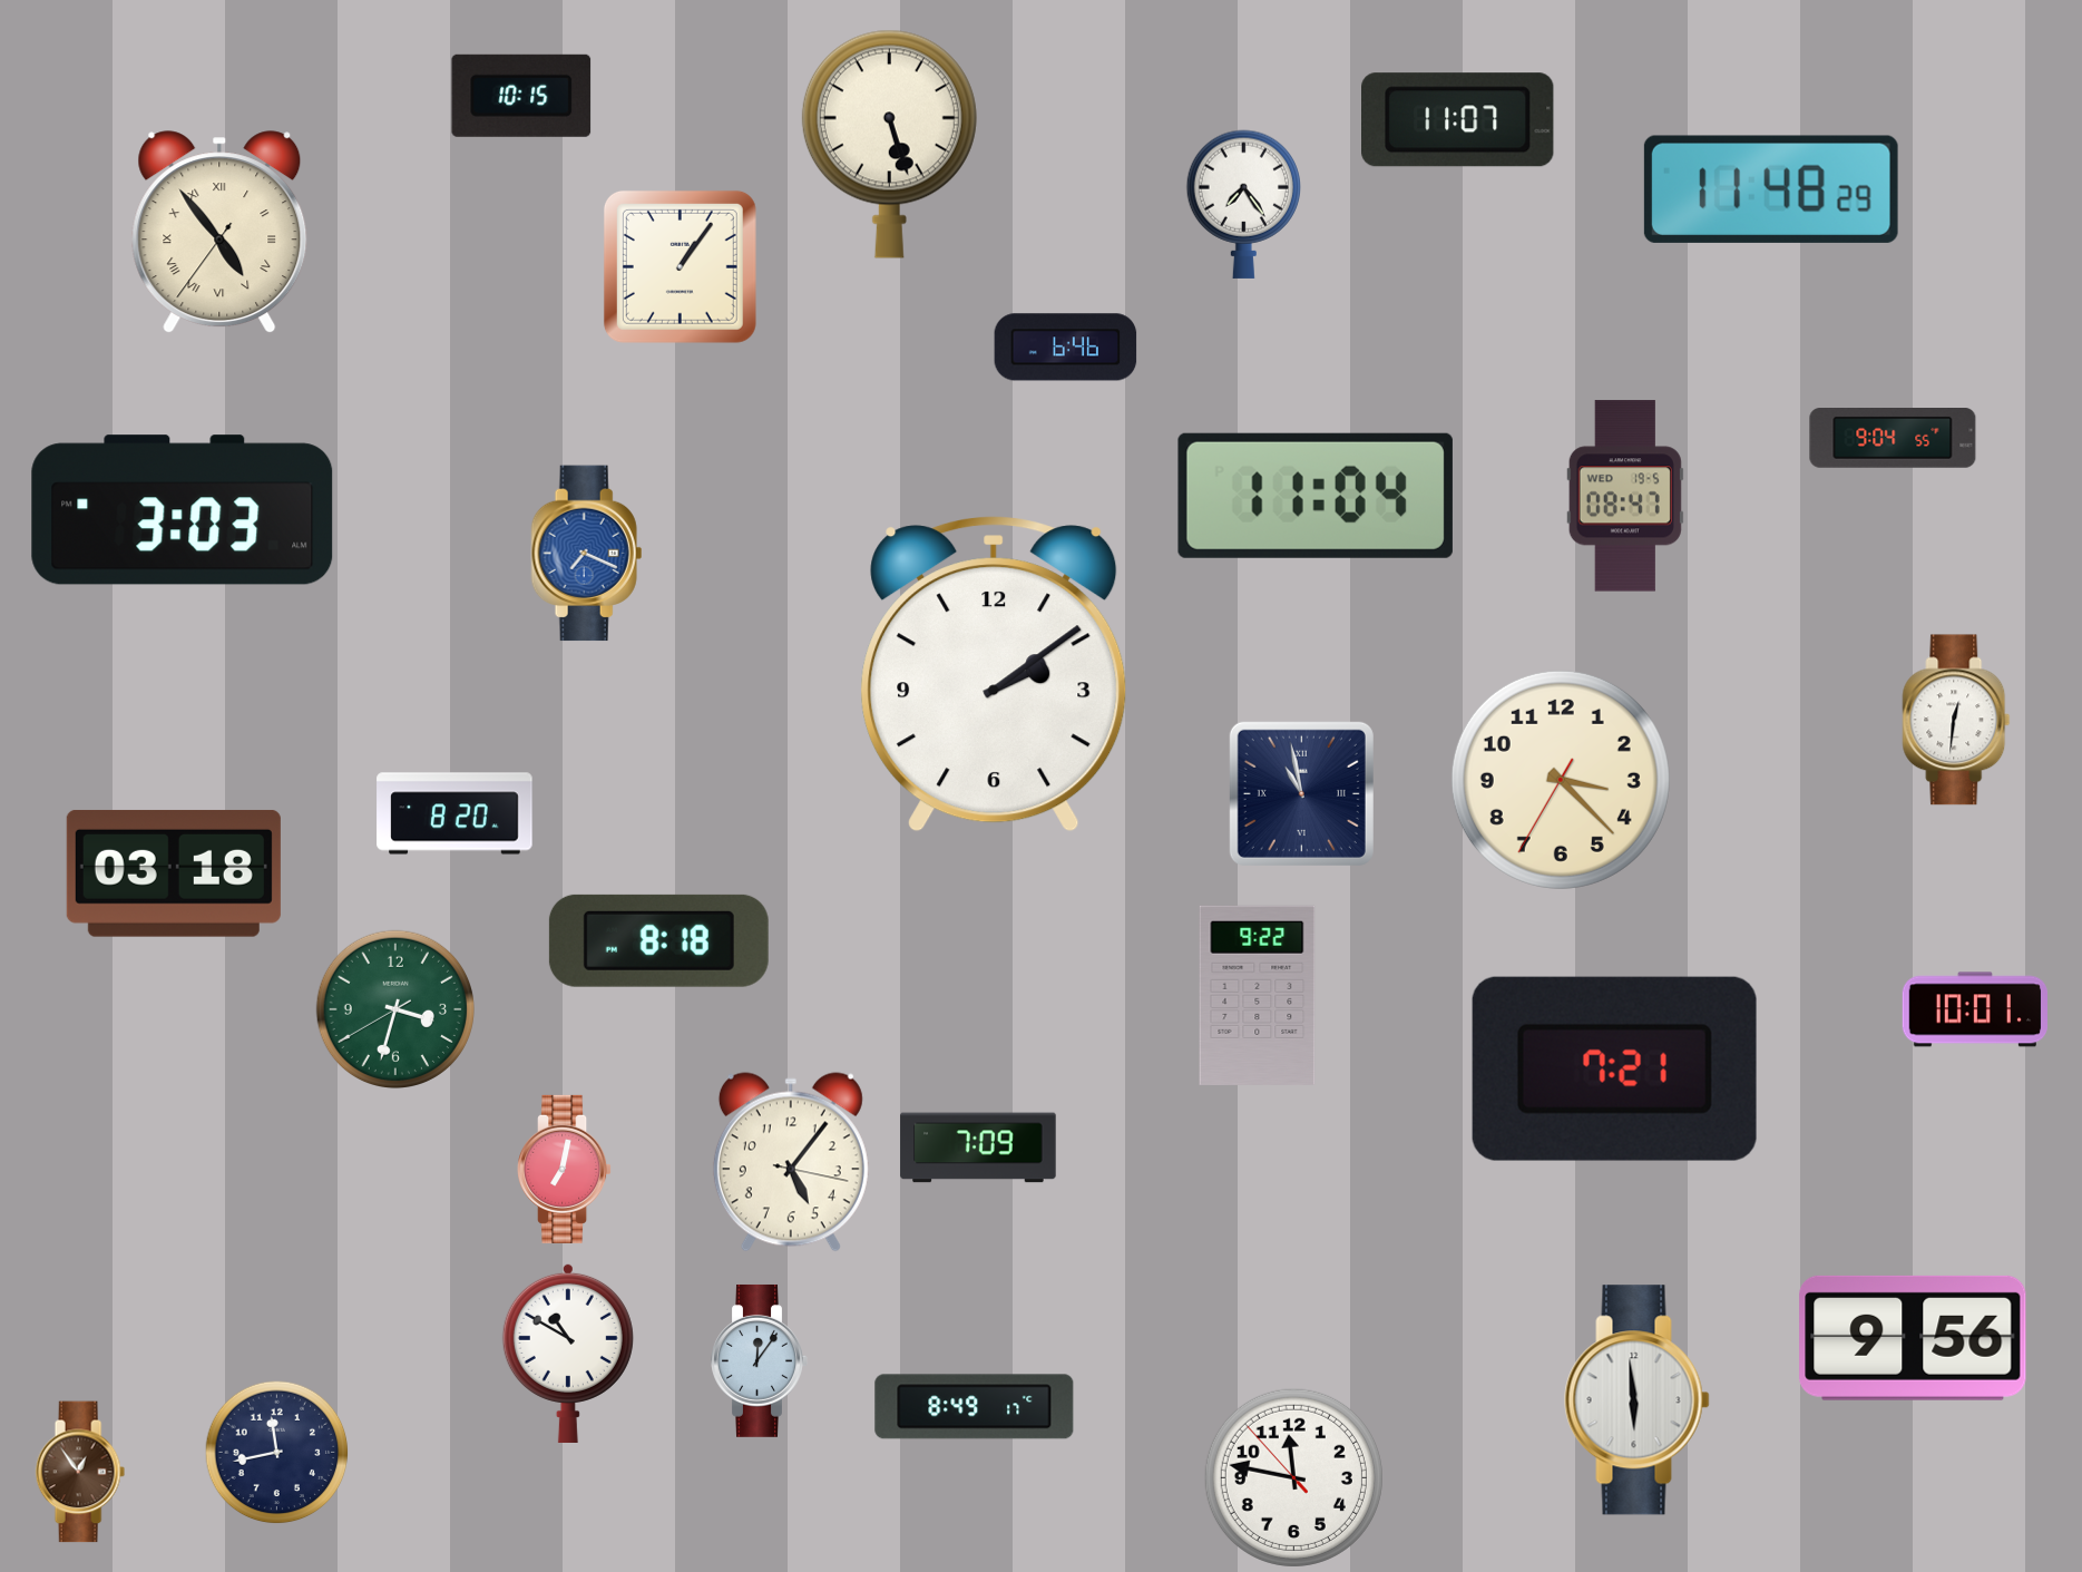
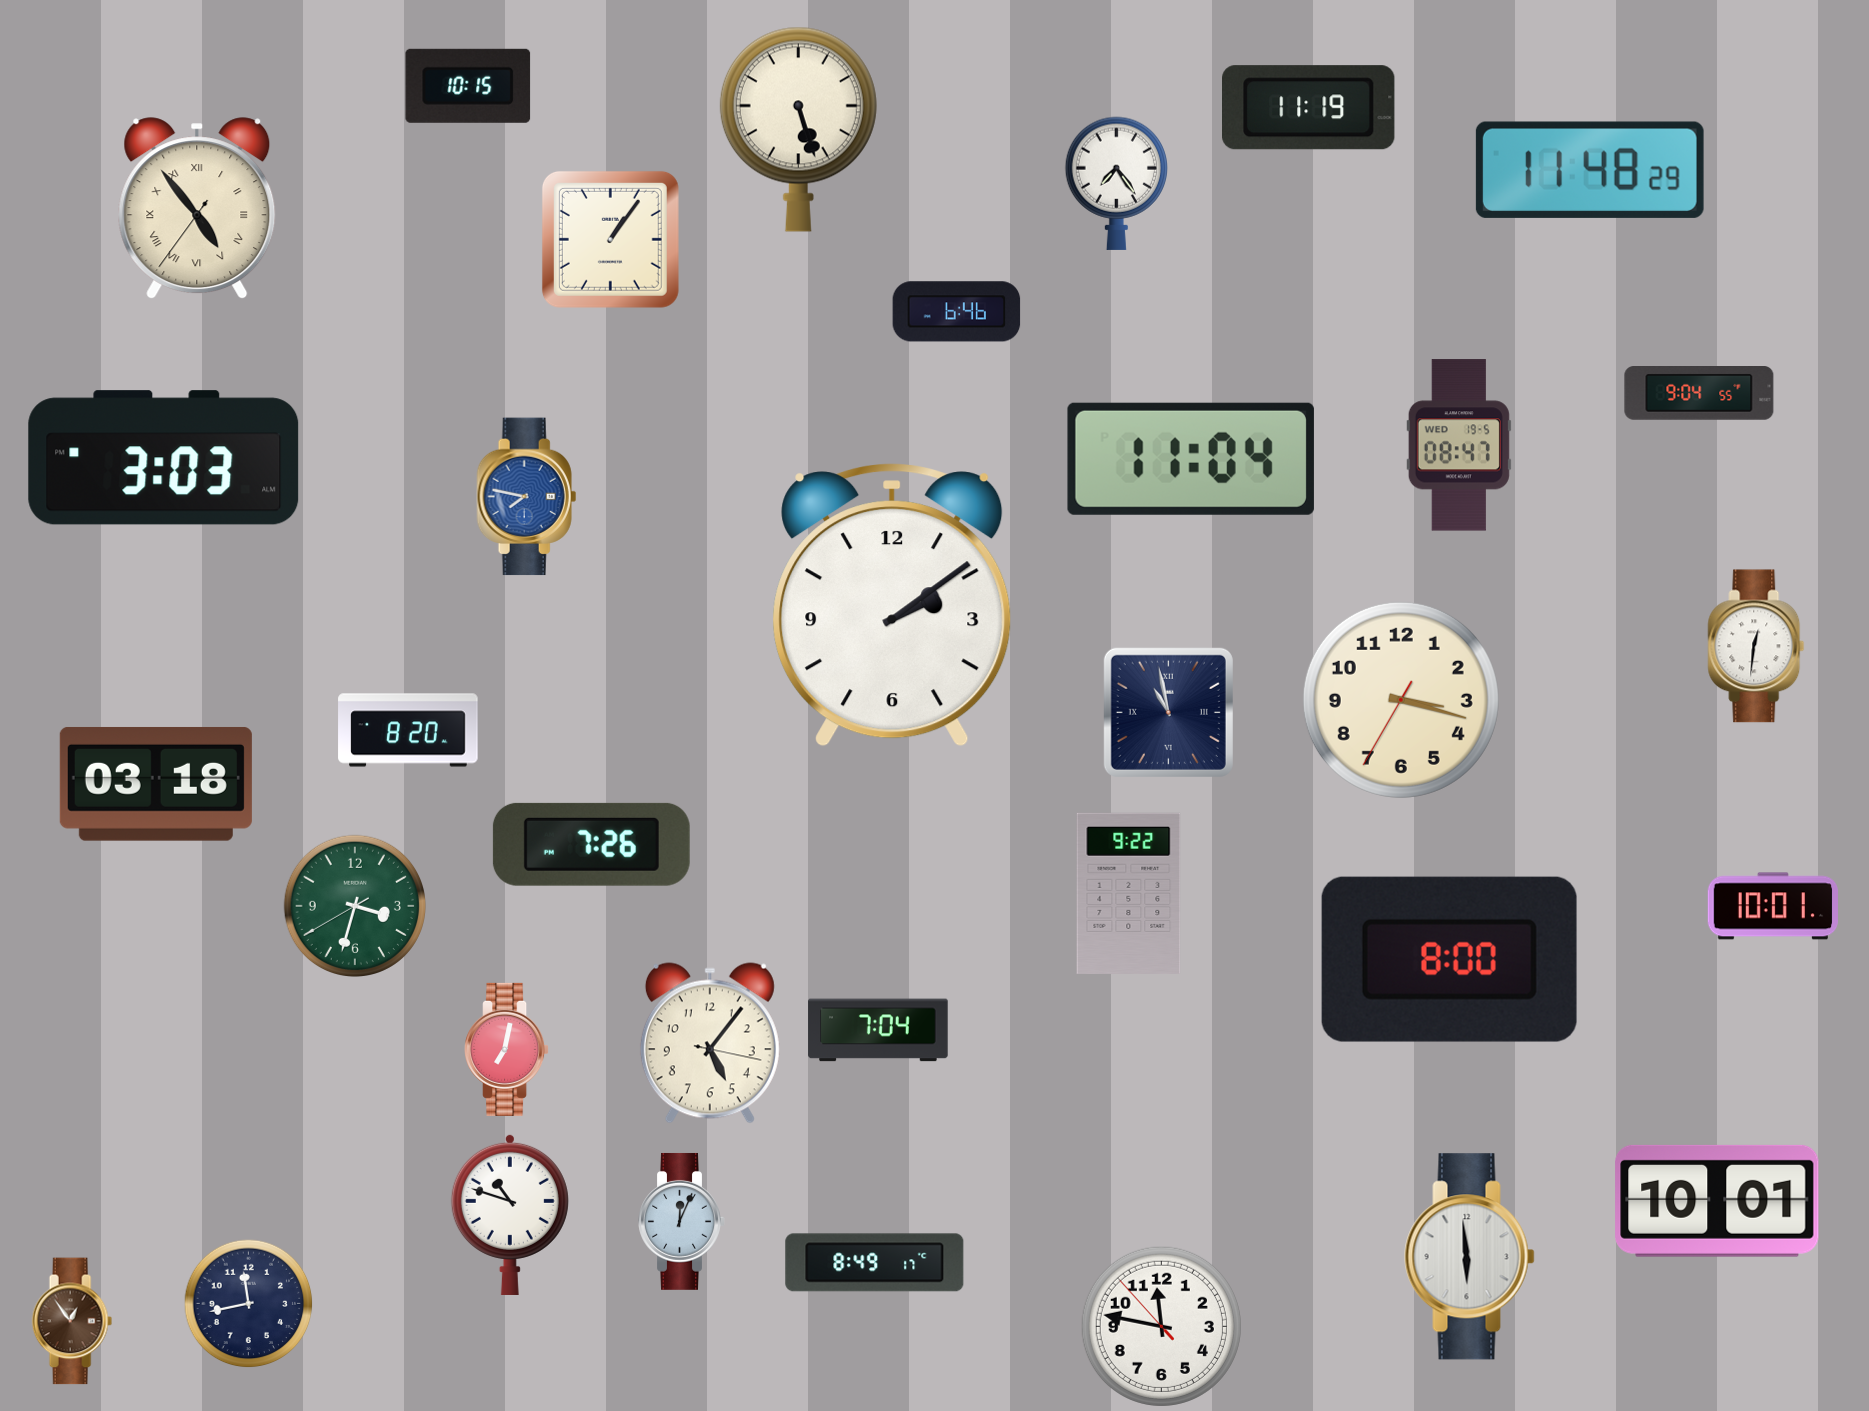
clock at (1457, 120): 11:07 -> 11:19
clock at (1316, 496) position: (1316, 496) -> (1191, 459)
clock at (587, 554): 7:19 -> 7:47
clock at (1561, 780): 3:22 -> 3:17
clock at (658, 940): 8:18 -> 7:26
clock at (1614, 1068): 7:21 -> 8:00
clock at (978, 1148): 7:09 -> 7:04
clock at (1913, 1338): 9:56 -> 10:01
clock at (568, 1353): 10:50 -> 10:48
clock at (760, 1360): 12:06 -> 12:04
